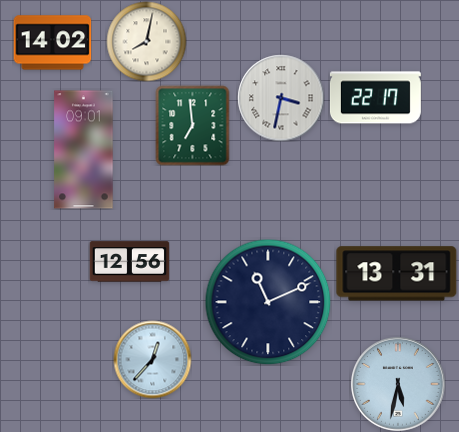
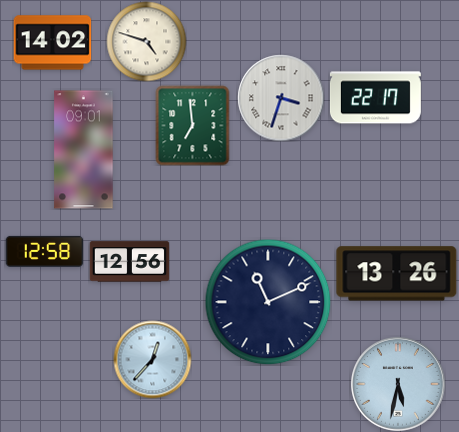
clock at (146, 41): 8:02 -> 4:48
clock at (281, 98): 3:32 -> 3:33
clock at (44, 251): none -> 12:58
clock at (397, 274): 13:31 -> 13:26
